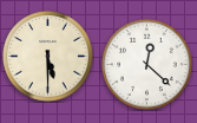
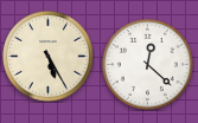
clock at (47, 56): 5:30 -> 5:25
